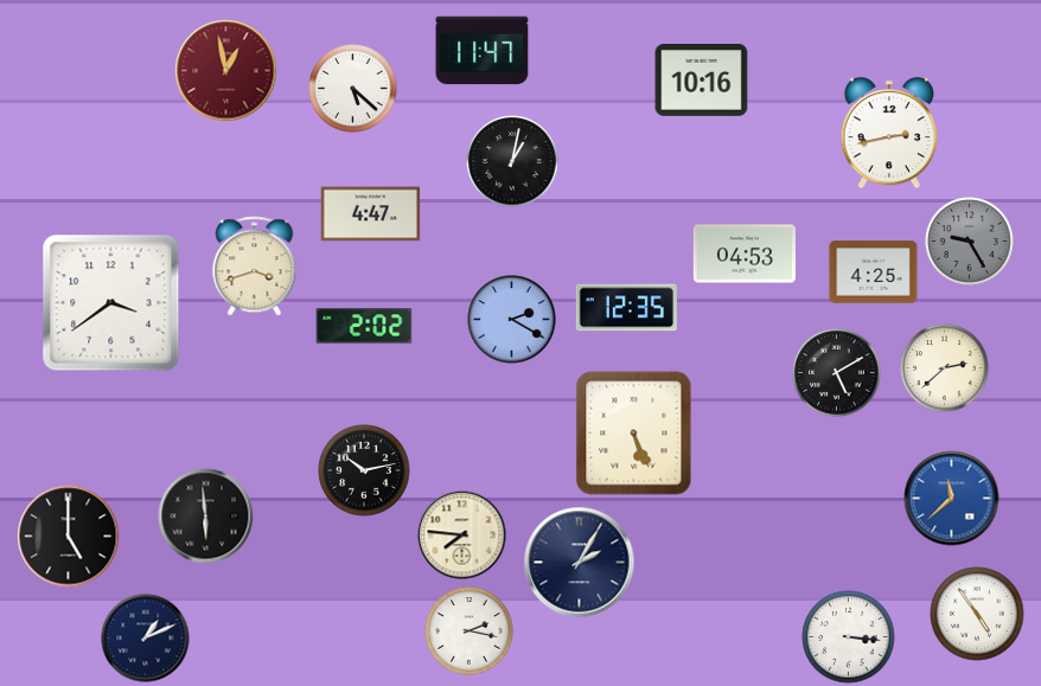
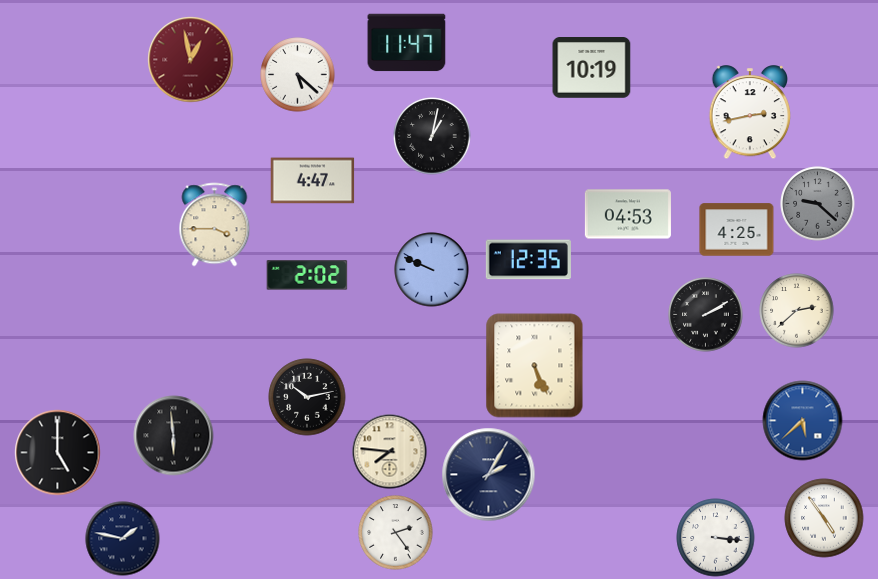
clock at (702, 81): 10:16 -> 10:19
clock at (970, 242): 9:25 -> 9:22
clock at (255, 267): 3:42 -> 3:45
clock at (111, 303): 3:39 -> none
clock at (512, 320): 2:20 -> 9:49
clock at (837, 373): 5:10 -> 2:10
clock at (952, 499): 11:38 -> 5:38
clock at (470, 631): 2:17 -> 2:24
clock at (146, 639): 1:11 -> 1:47
